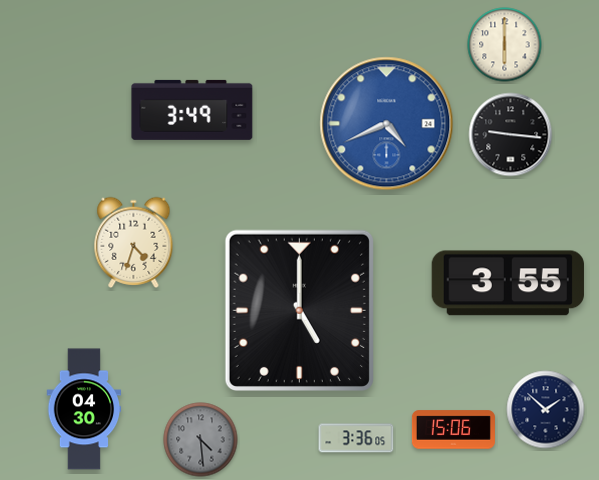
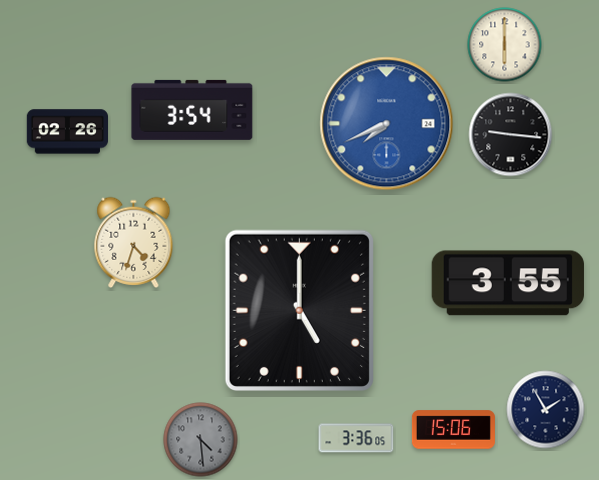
clock at (192, 110): 3:49 -> 3:54
clock at (387, 124): 4:41 -> 7:41
clock at (67, 132): none -> 02:26
clock at (84, 409): 04:30 -> none
clock at (546, 410): 1:52 -> 1:55
